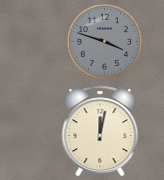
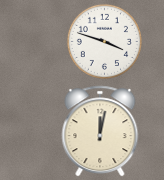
clock at (104, 41) dial: grey -> white
